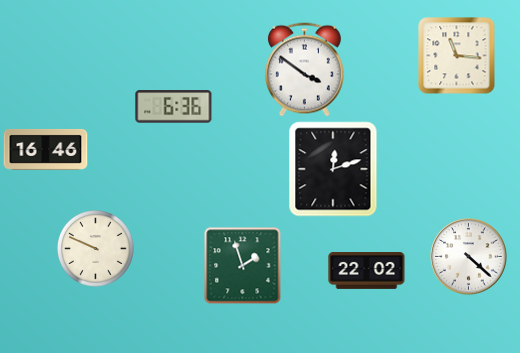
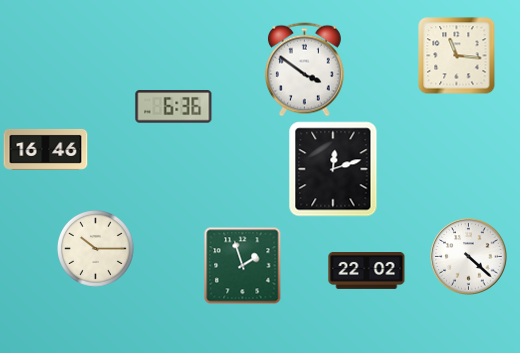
clock at (96, 249): 9:49 -> 10:15
